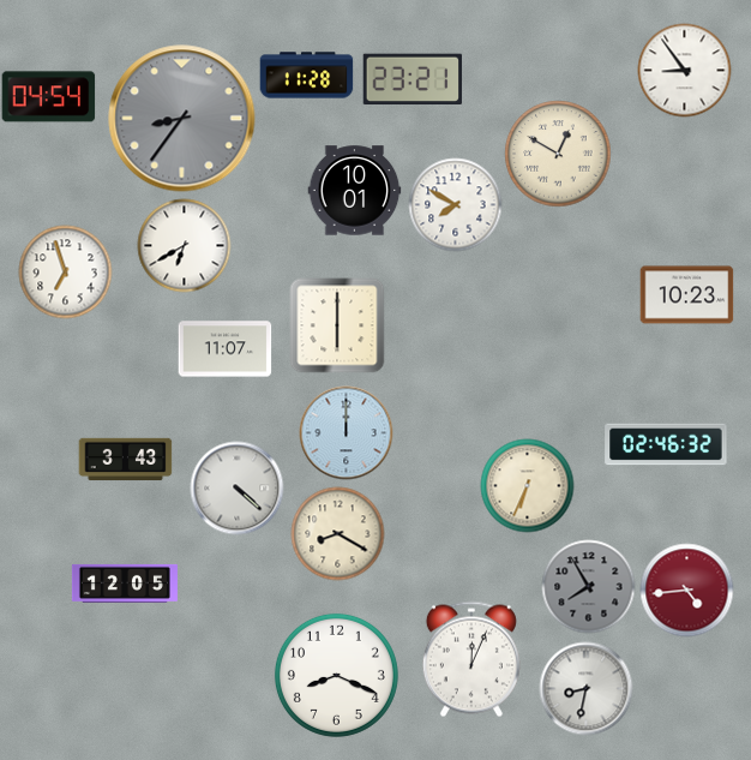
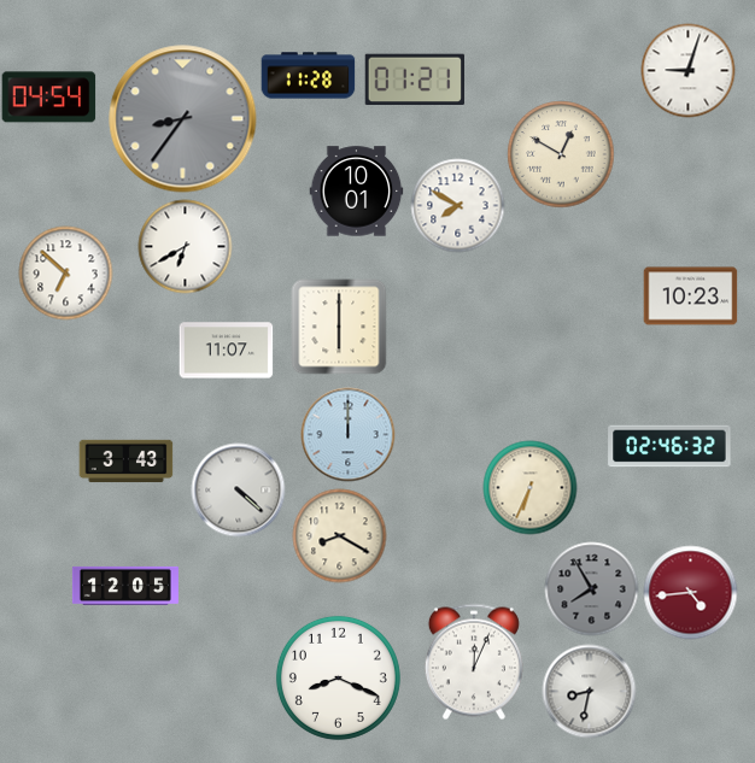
clock at (684, 70): 8:54 -> 9:03
clock at (413, 79): 23:21 -> 01:21
clock at (65, 271): 6:57 -> 6:52
